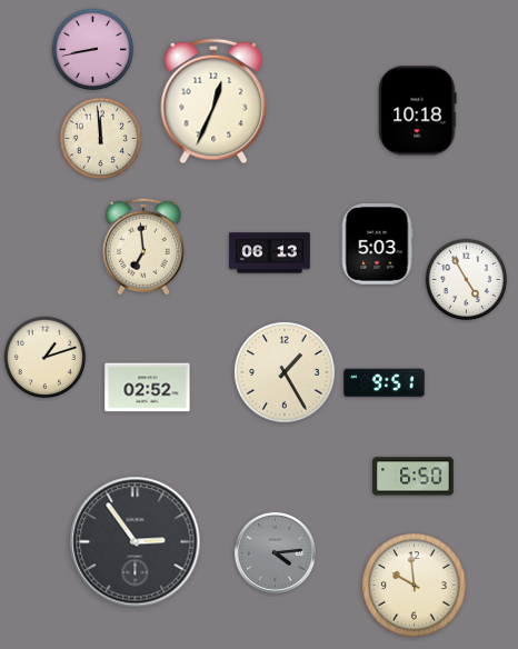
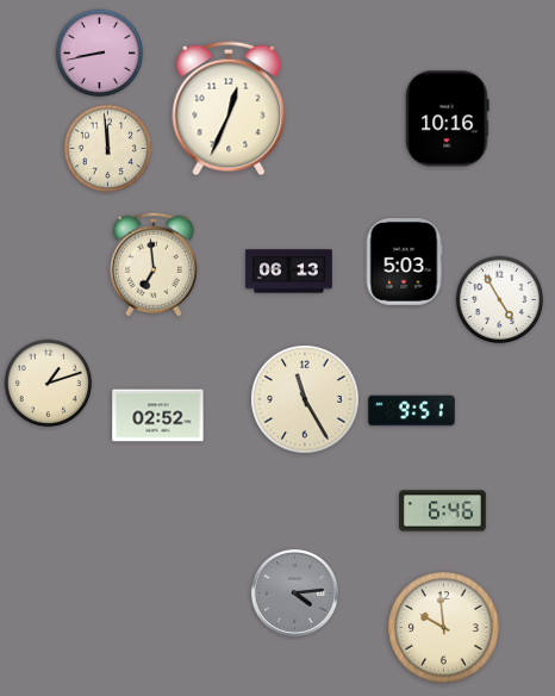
clock at (418, 111): 10:18 -> 10:16
clock at (285, 372): 1:25 -> 11:25
clock at (414, 477): 6:50 -> 6:46
clock at (136, 542): 2:54 -> none
